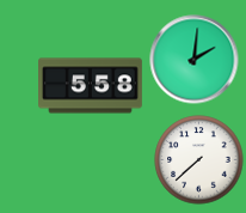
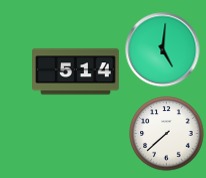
clock at (195, 60): 2:01 -> 5:01
clock at (91, 86): 5:58 -> 5:14
